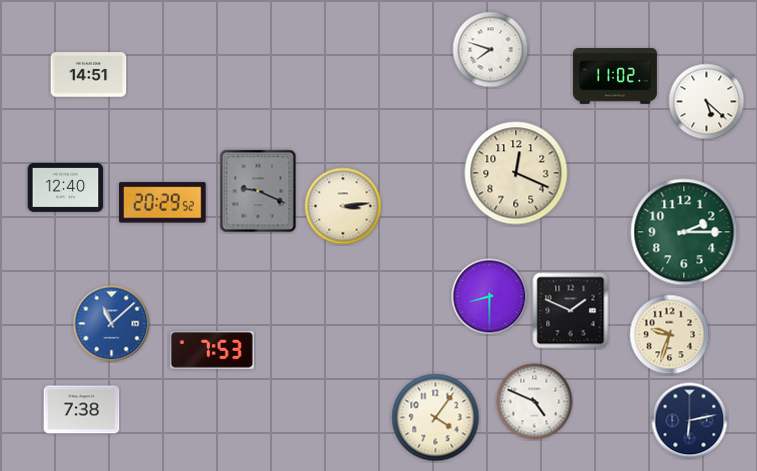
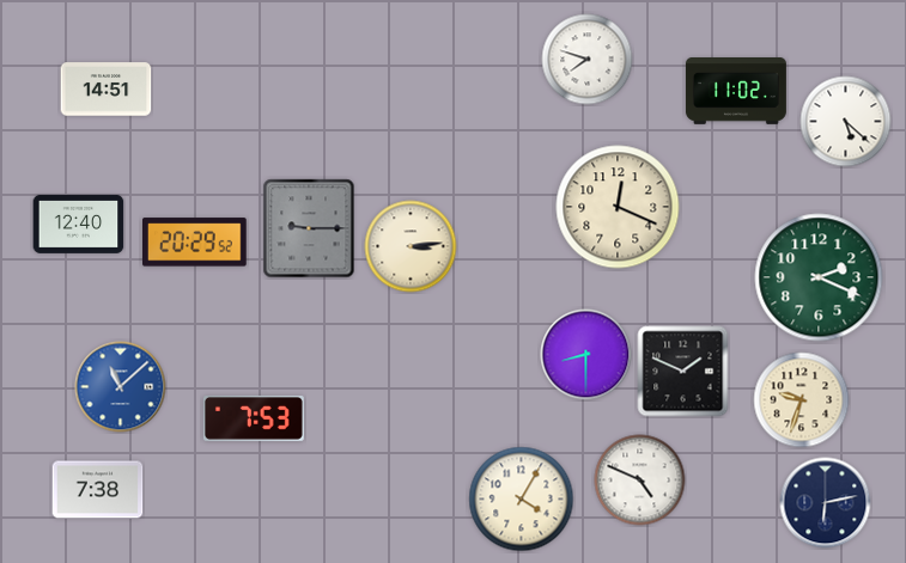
clock at (258, 191): 9:19 -> 9:15
clock at (684, 232): 2:15 -> 2:19
clock at (112, 324) position: (112, 324) -> (121, 387)
clock at (436, 418): 4:06 -> 4:05
